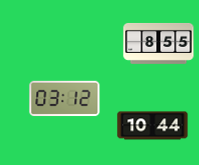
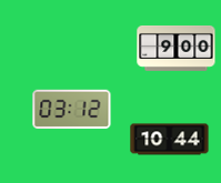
clock at (159, 43): 8:55 -> 9:00
